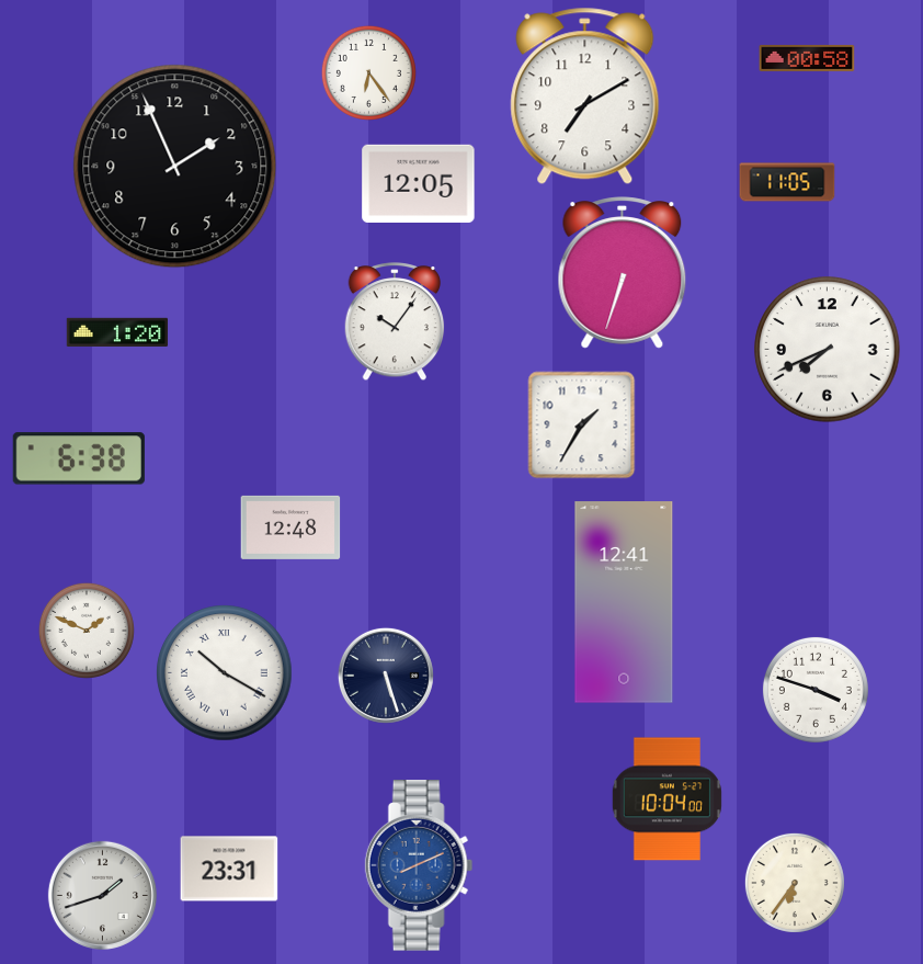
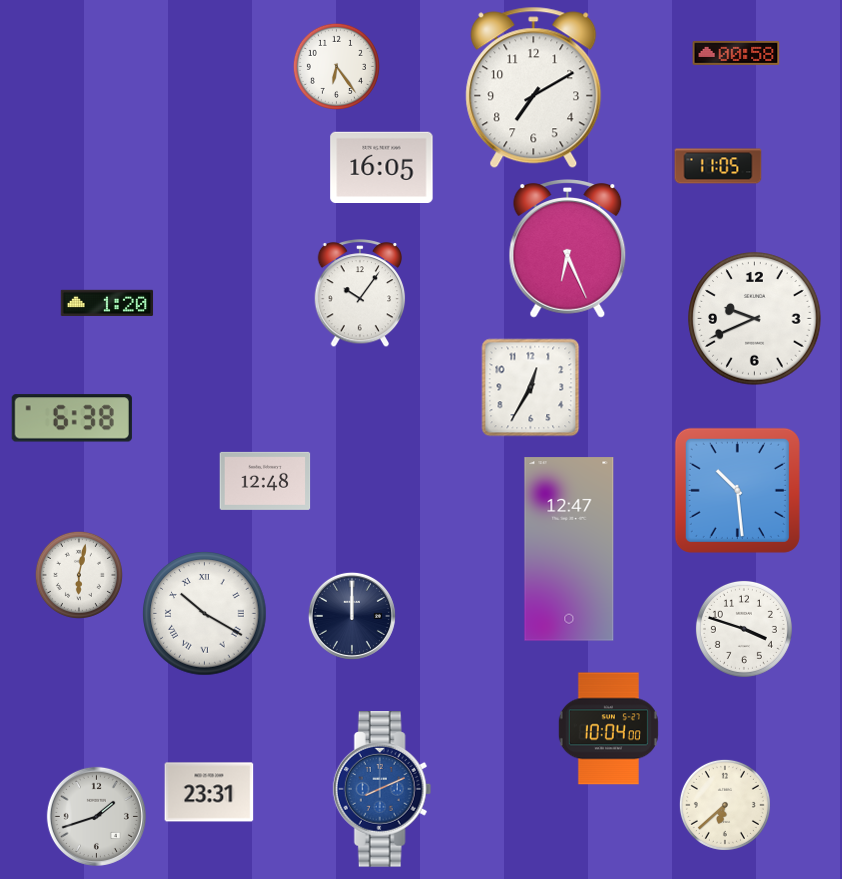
clock at (175, 167): 1:56 -> none
clock at (419, 184): 12:05 -> 16:05
clock at (623, 273): 6:33 -> 6:26
clock at (828, 350): 7:41 -> 9:41
clock at (582, 426): 1:35 -> 12:35
clock at (737, 490): none -> 10:29
clock at (624, 602): 12:41 -> 12:47
clock at (87, 631): 1:49 -> 6:02
clock at (386, 676): 5:27 -> 12:00
clock at (795, 883): 6:36 -> 6:38
clock at (102, 895) position: (102, 895) -> (96, 816)
